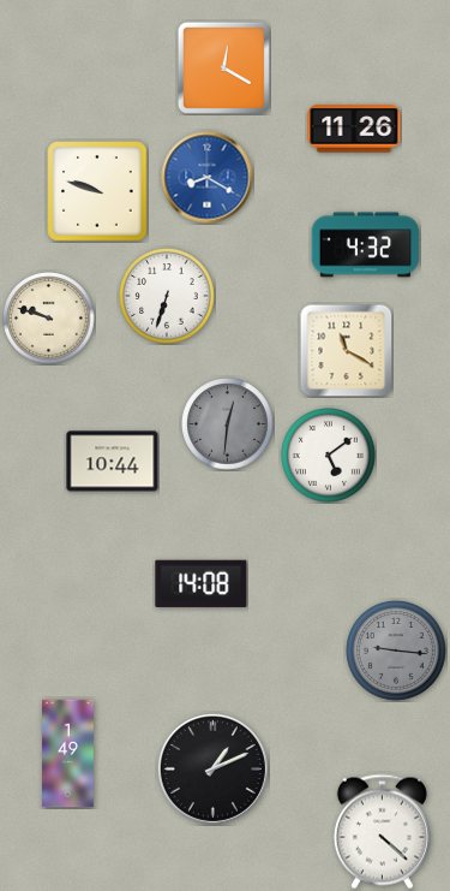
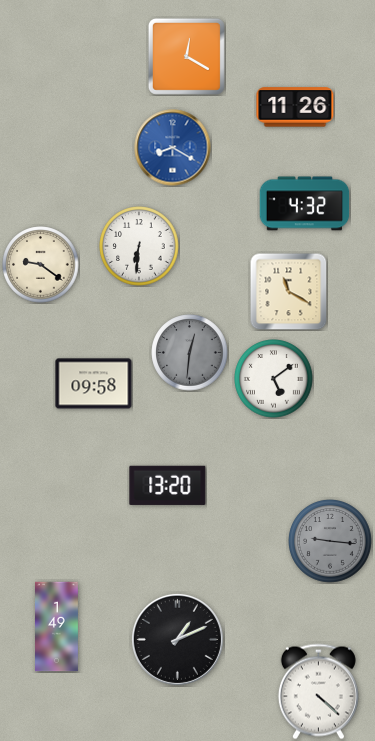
clock at (97, 191): 9:48 -> none
clock at (167, 296): 6:33 -> 6:31
clock at (49, 319): 9:48 -> 9:21
clock at (113, 462): 10:44 -> 09:58
clock at (202, 583): 14:08 -> 13:20
